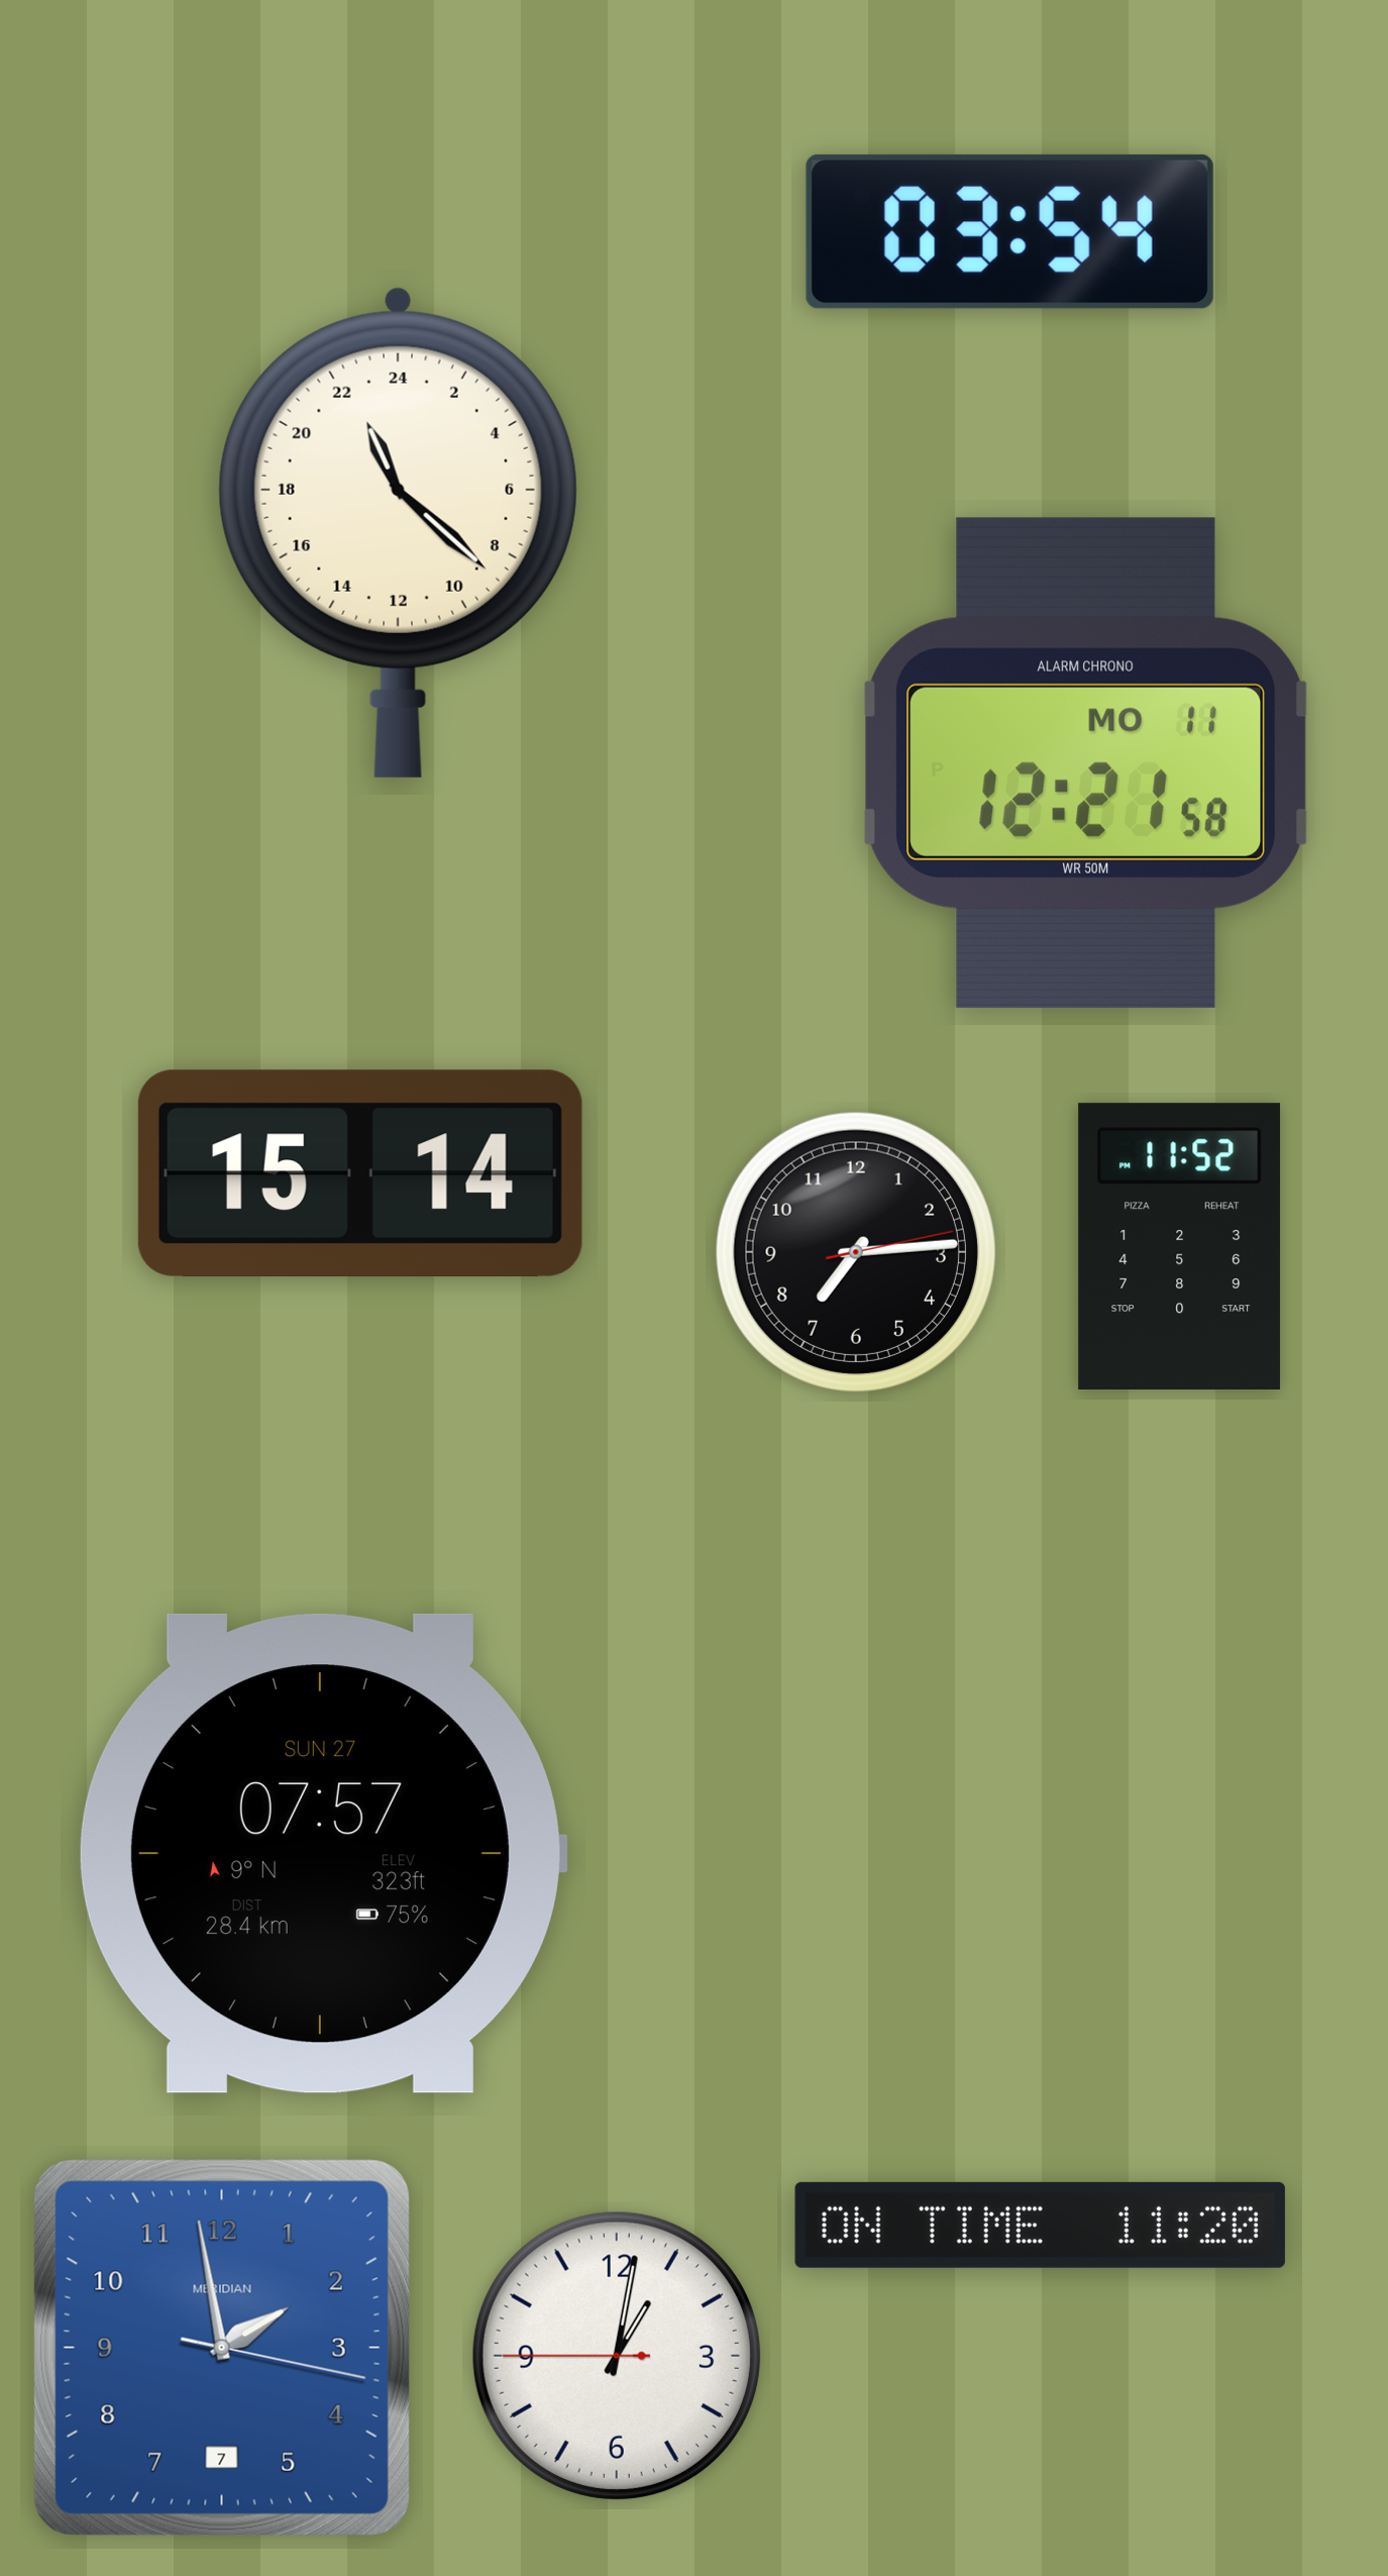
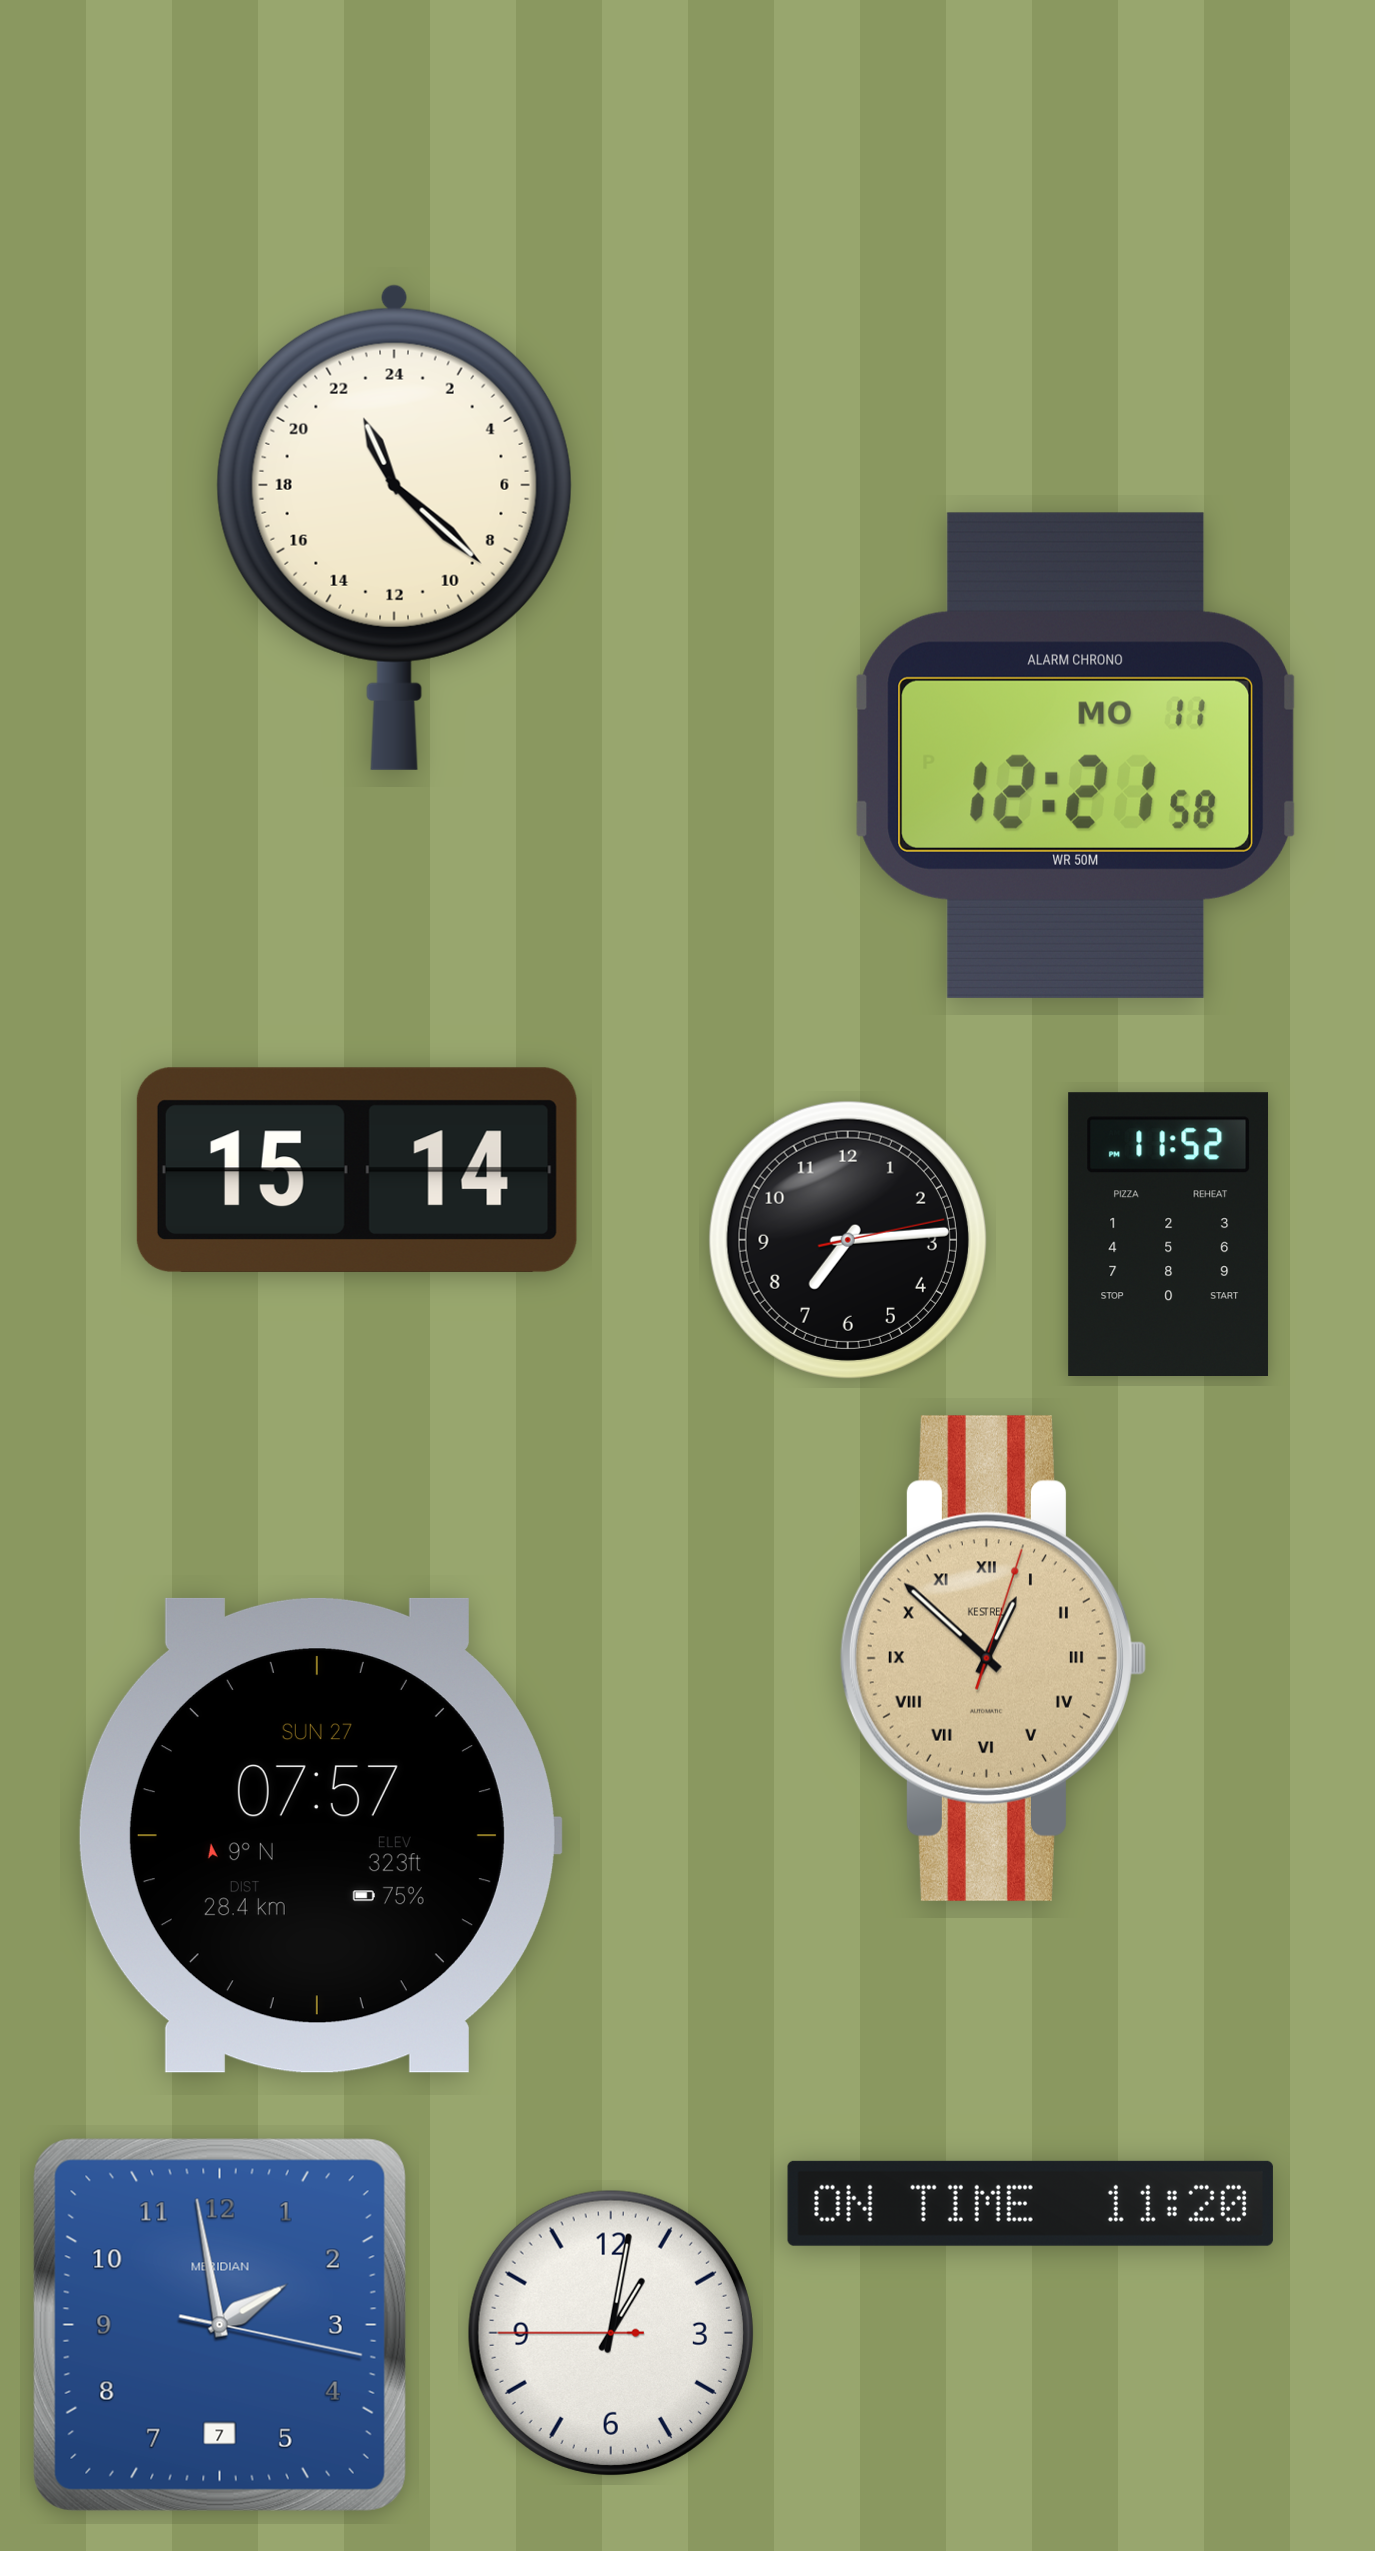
clock at (1009, 231): 03:54 -> none
clock at (360, 1173) position: (360, 1173) -> (357, 1170)
clock at (993, 1658): none -> 12:52
